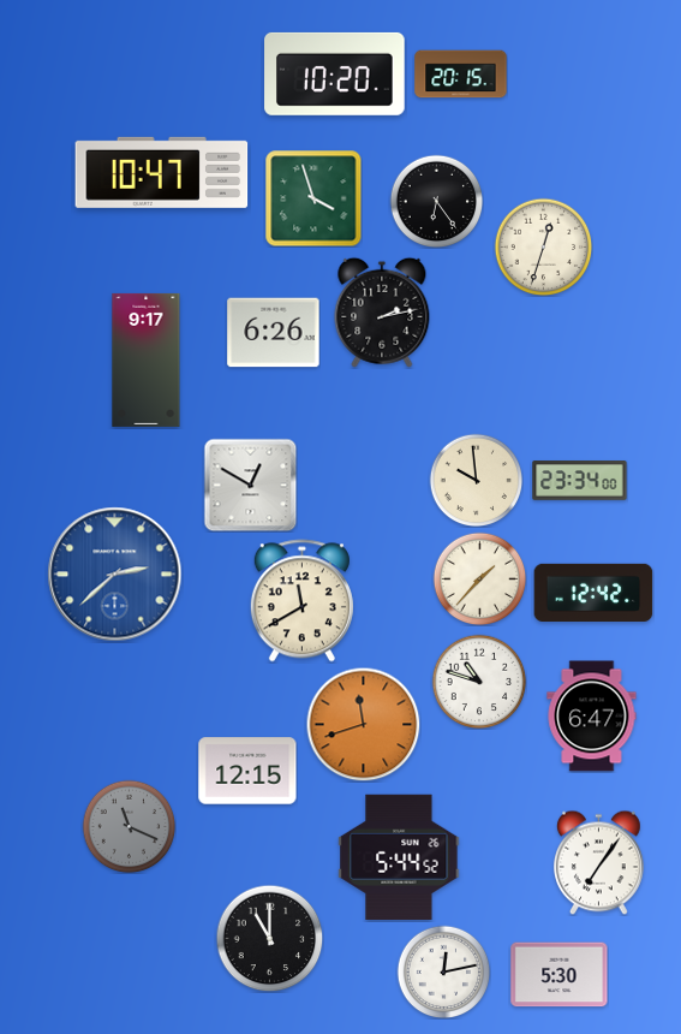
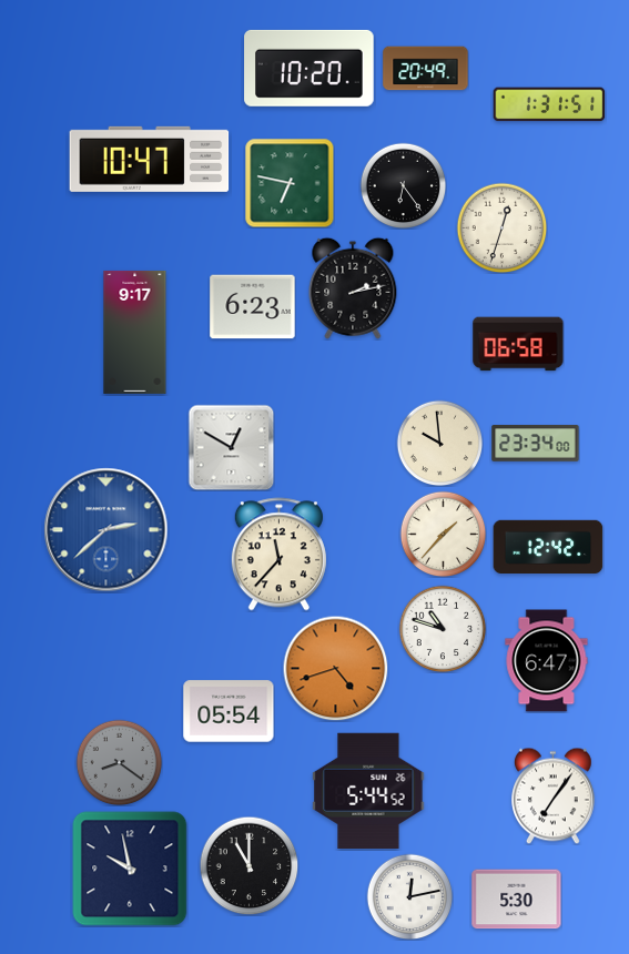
clock at (461, 75): 20:15 -> 20:49
clock at (549, 104): none -> 1:31
clock at (313, 198): 3:57 -> 6:47
clock at (274, 333): 6:26 -> 6:23
clock at (518, 344): none -> 06:58
clock at (301, 601): 11:40 -> 11:37
clock at (363, 724): 11:42 -> 4:42
clock at (247, 771): 12:15 -> 05:54
clock at (129, 826): 11:19 -> 8:21
clock at (130, 869): none -> 9:58
